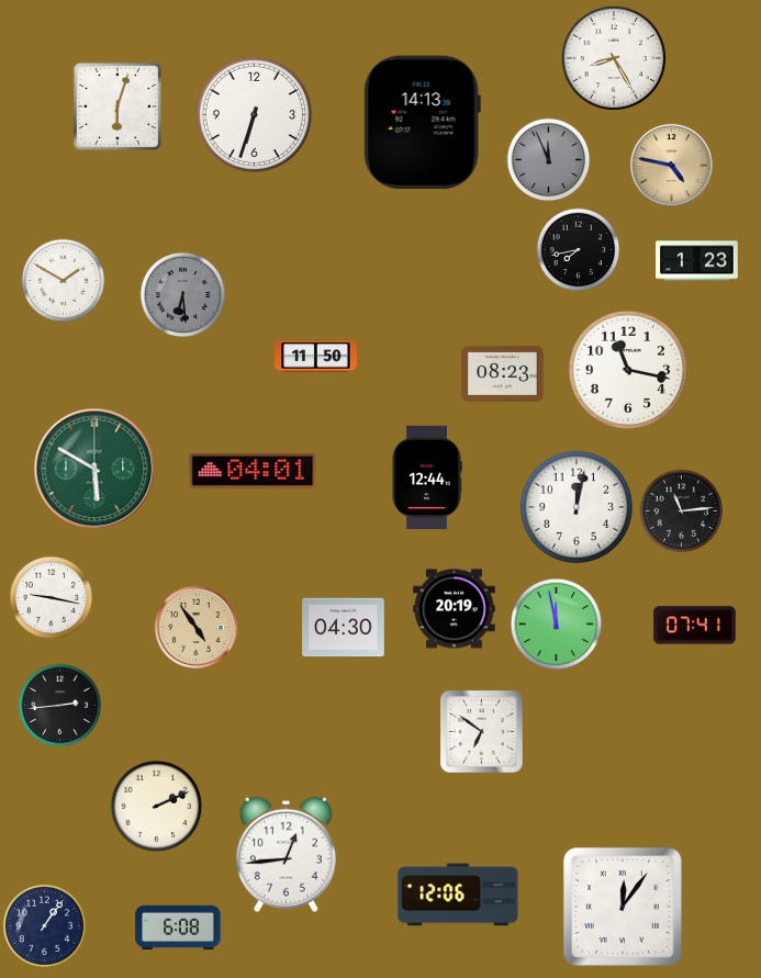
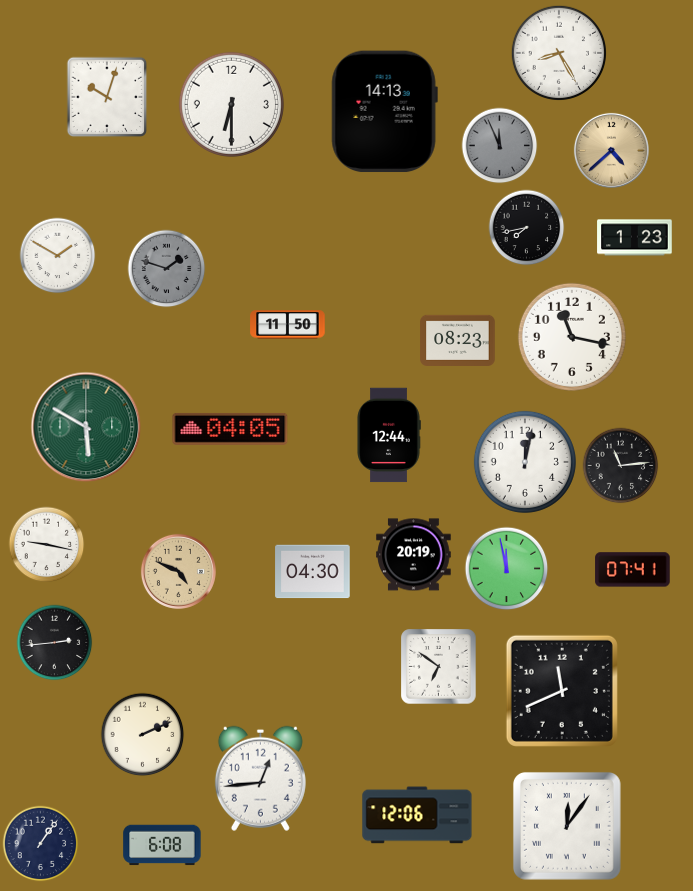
clock at (117, 106): 6:03 -> 10:03
clock at (254, 114): 6:33 -> 6:30
clock at (671, 165): 4:47 -> 4:38
clock at (183, 295): 6:29 -> 1:48
clock at (253, 471): 04:01 -> 04:05
clock at (195, 627): 4:54 -> 4:49
clock at (562, 691): none -> 11:41
